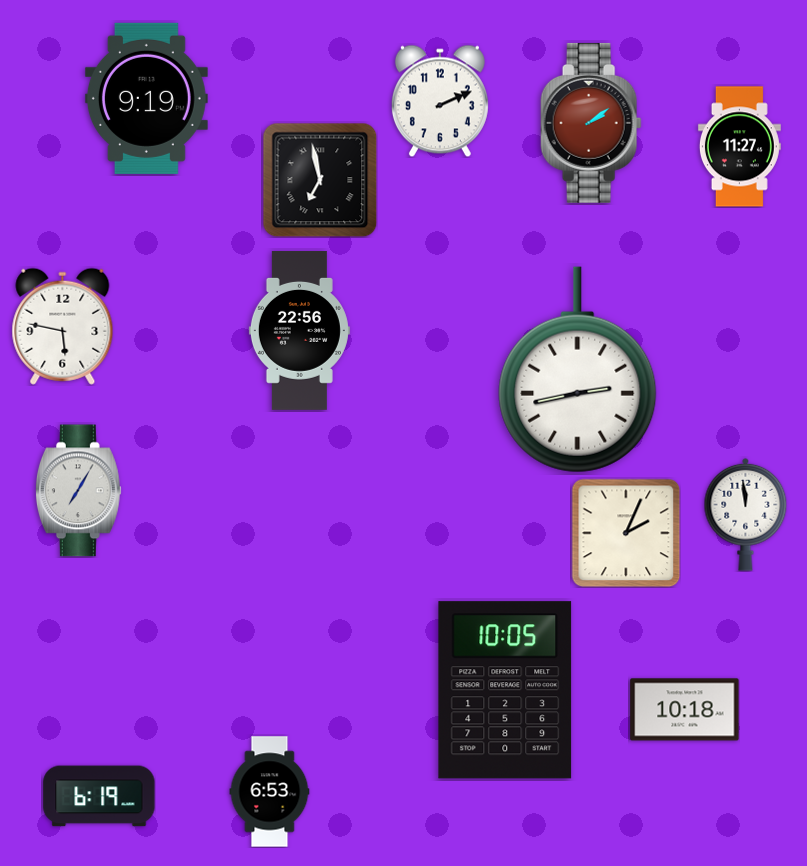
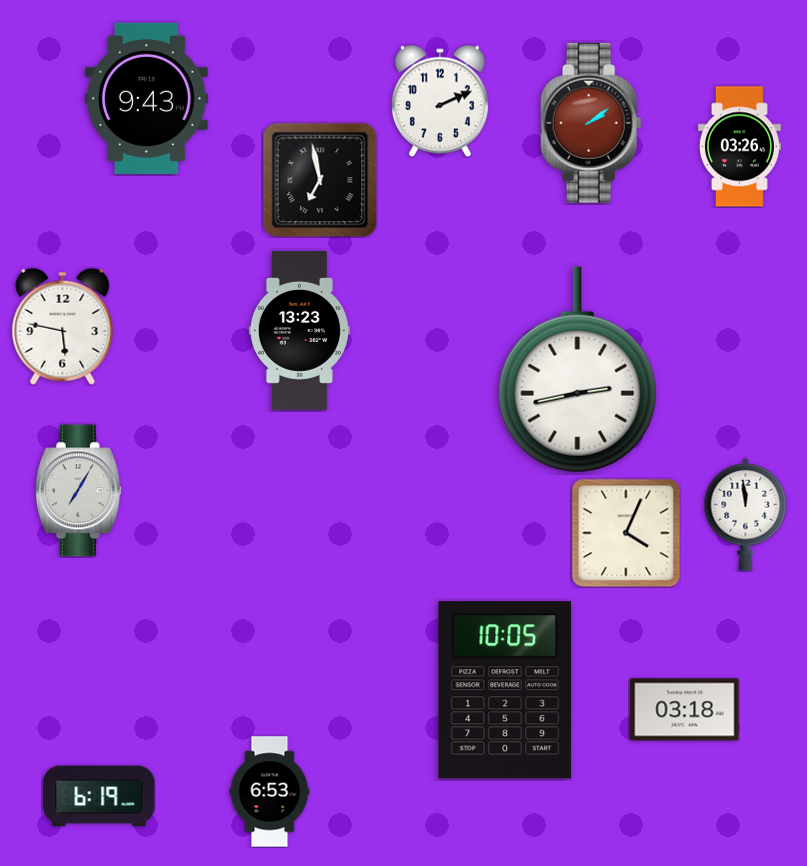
clock at (146, 98): 9:19 -> 9:43
clock at (739, 147): 11:27 -> 03:26
clock at (299, 331): 22:56 -> 13:23
clock at (626, 533): 2:04 -> 4:04
clock at (685, 710): 10:18 -> 03:18
